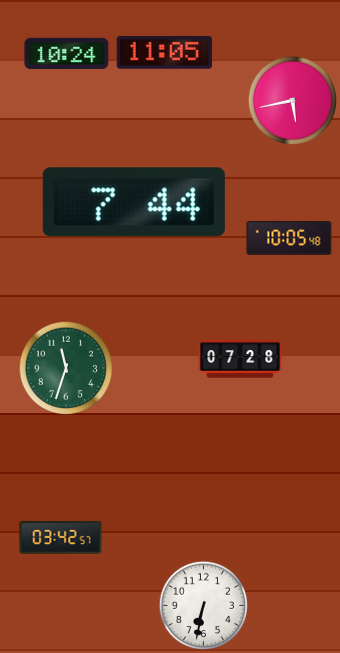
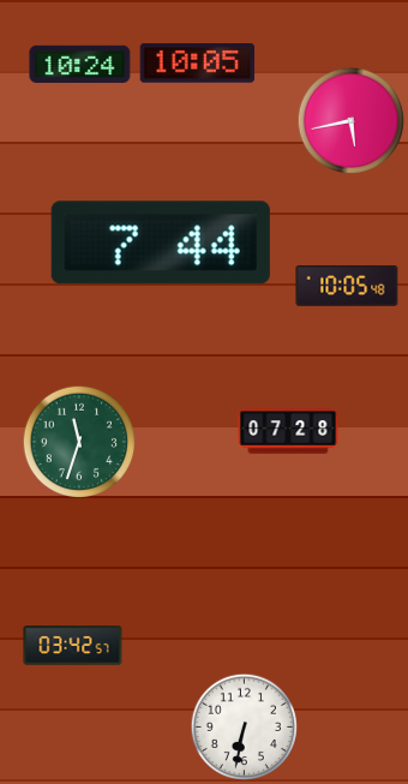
clock at (165, 53): 11:05 -> 10:05
